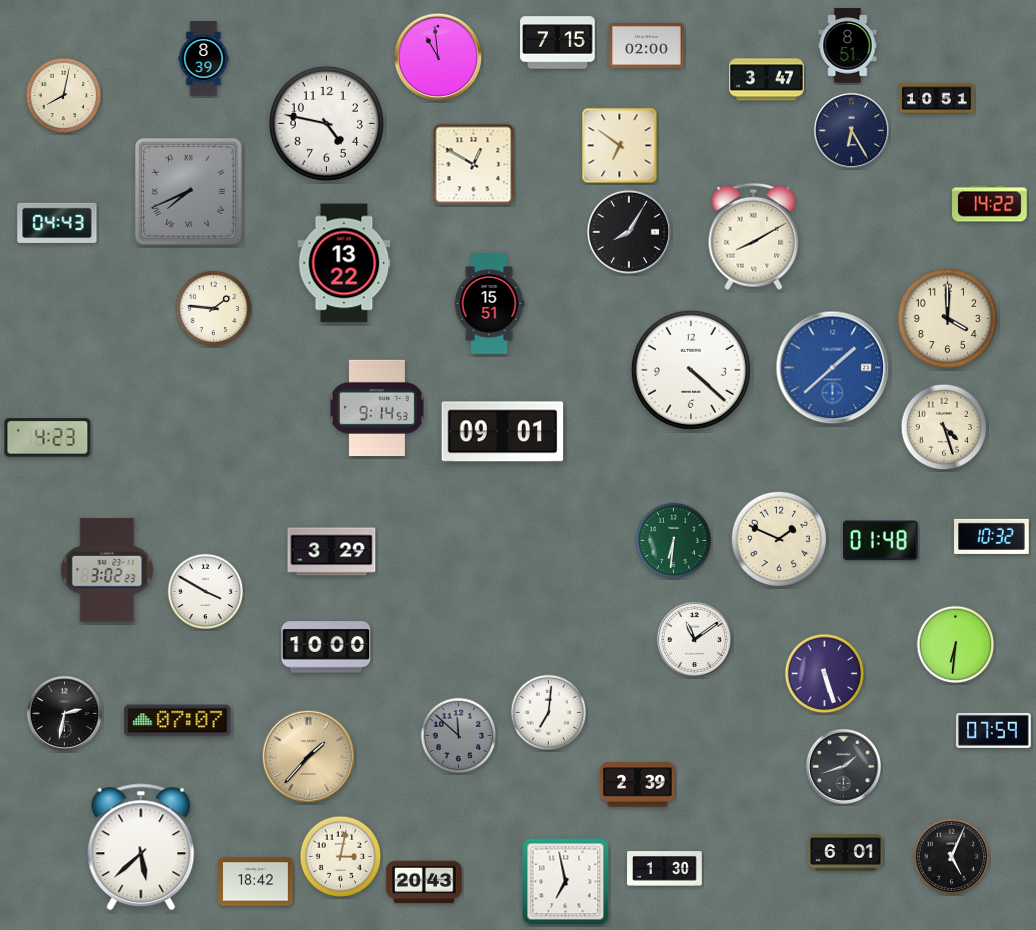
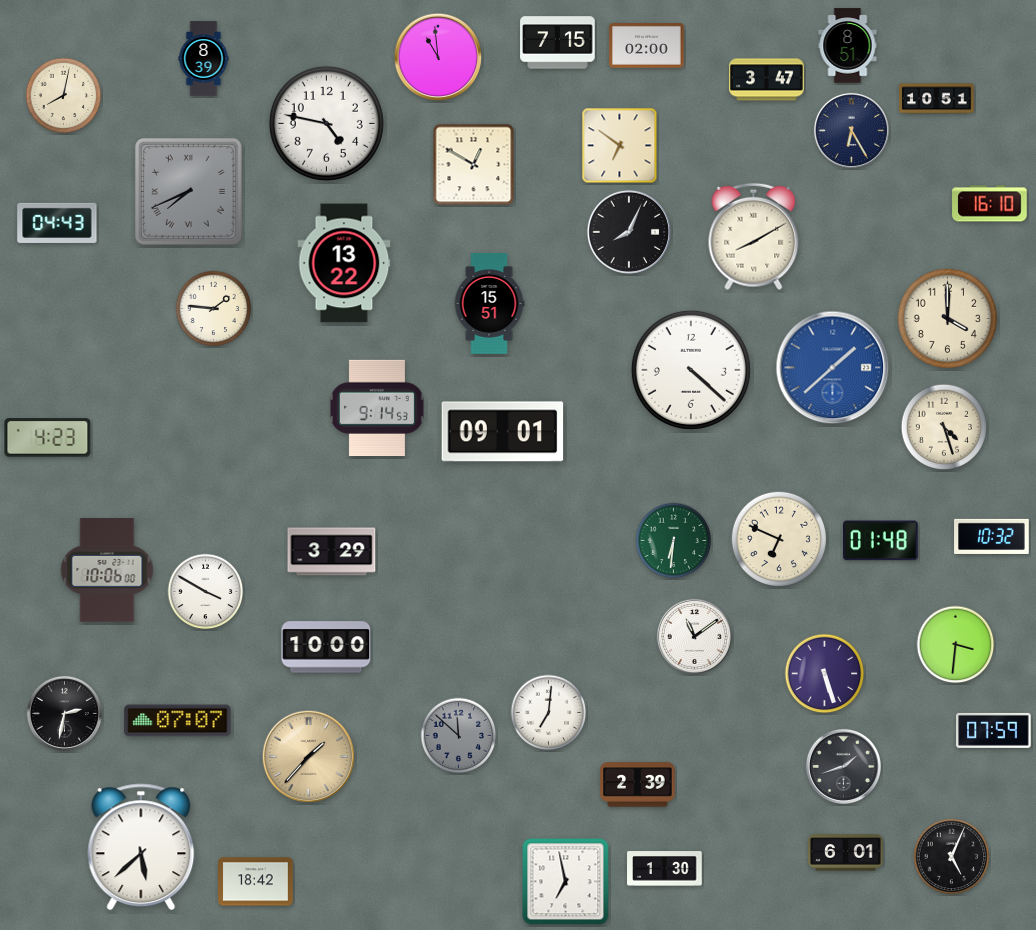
clock at (990, 204): 14:22 -> 16:10
clock at (628, 231): 8:05 -> 8:04
clock at (778, 538): 1:49 -> 6:49
clock at (107, 570): 3:02 -> 10:06
clock at (694, 639) position: (694, 639) -> (694, 636)
clock at (956, 645): 6:31 -> 3:31
clock at (341, 857): 3:02 -> none
clock at (424, 882): 20:43 -> none
